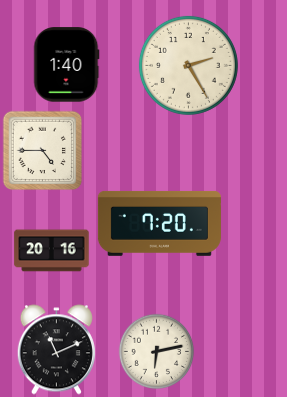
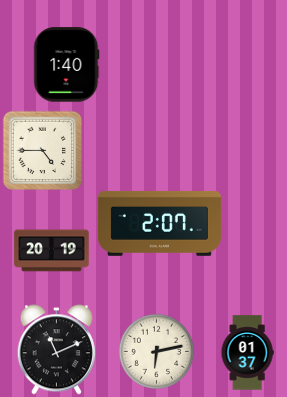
clock at (188, 65): 2:25 -> none
clock at (159, 223): 7:20 -> 2:07
clock at (52, 251): 20:16 -> 20:19
clock at (247, 353): none -> 01:37
